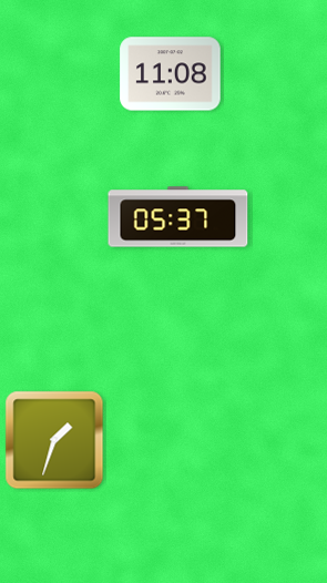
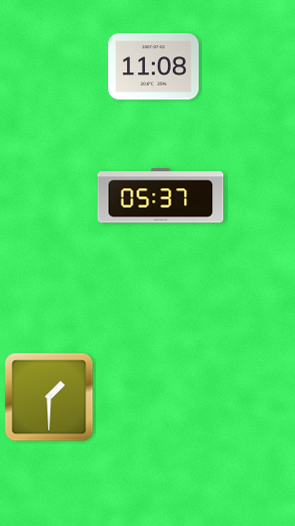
clock at (54, 440): 1:33 -> 1:30
